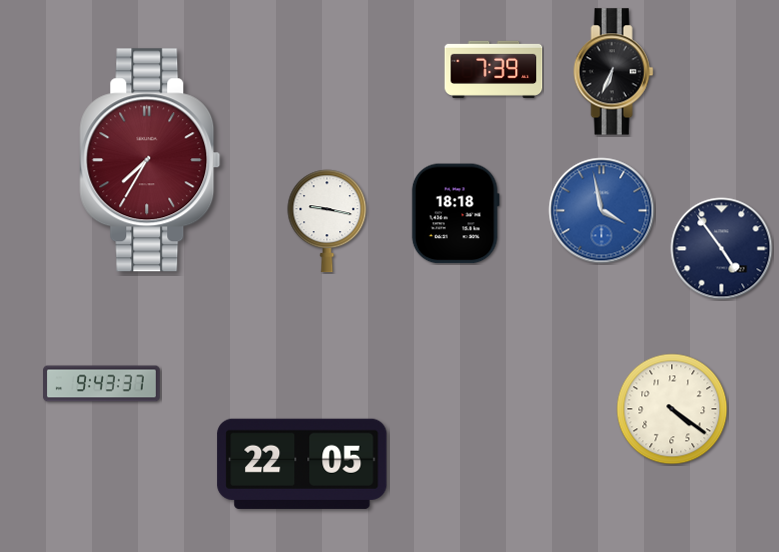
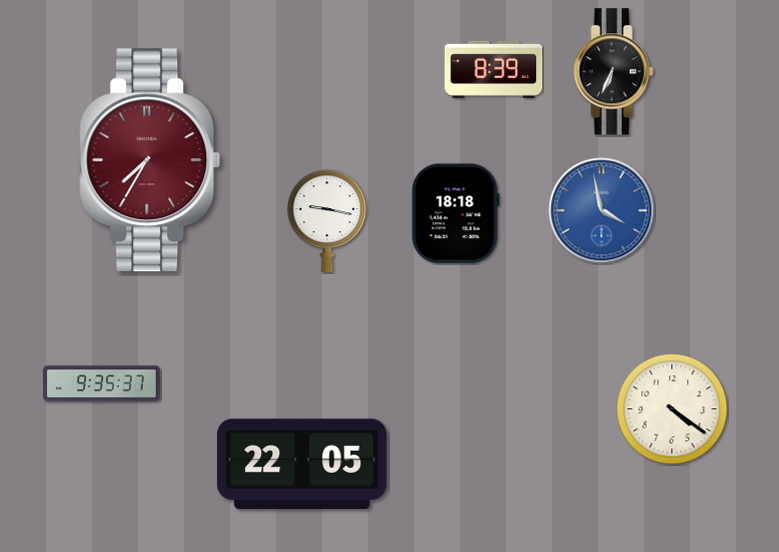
clock at (494, 69): 7:39 -> 8:39
clock at (722, 249): 4:54 -> none
clock at (102, 384): 9:43 -> 9:35
